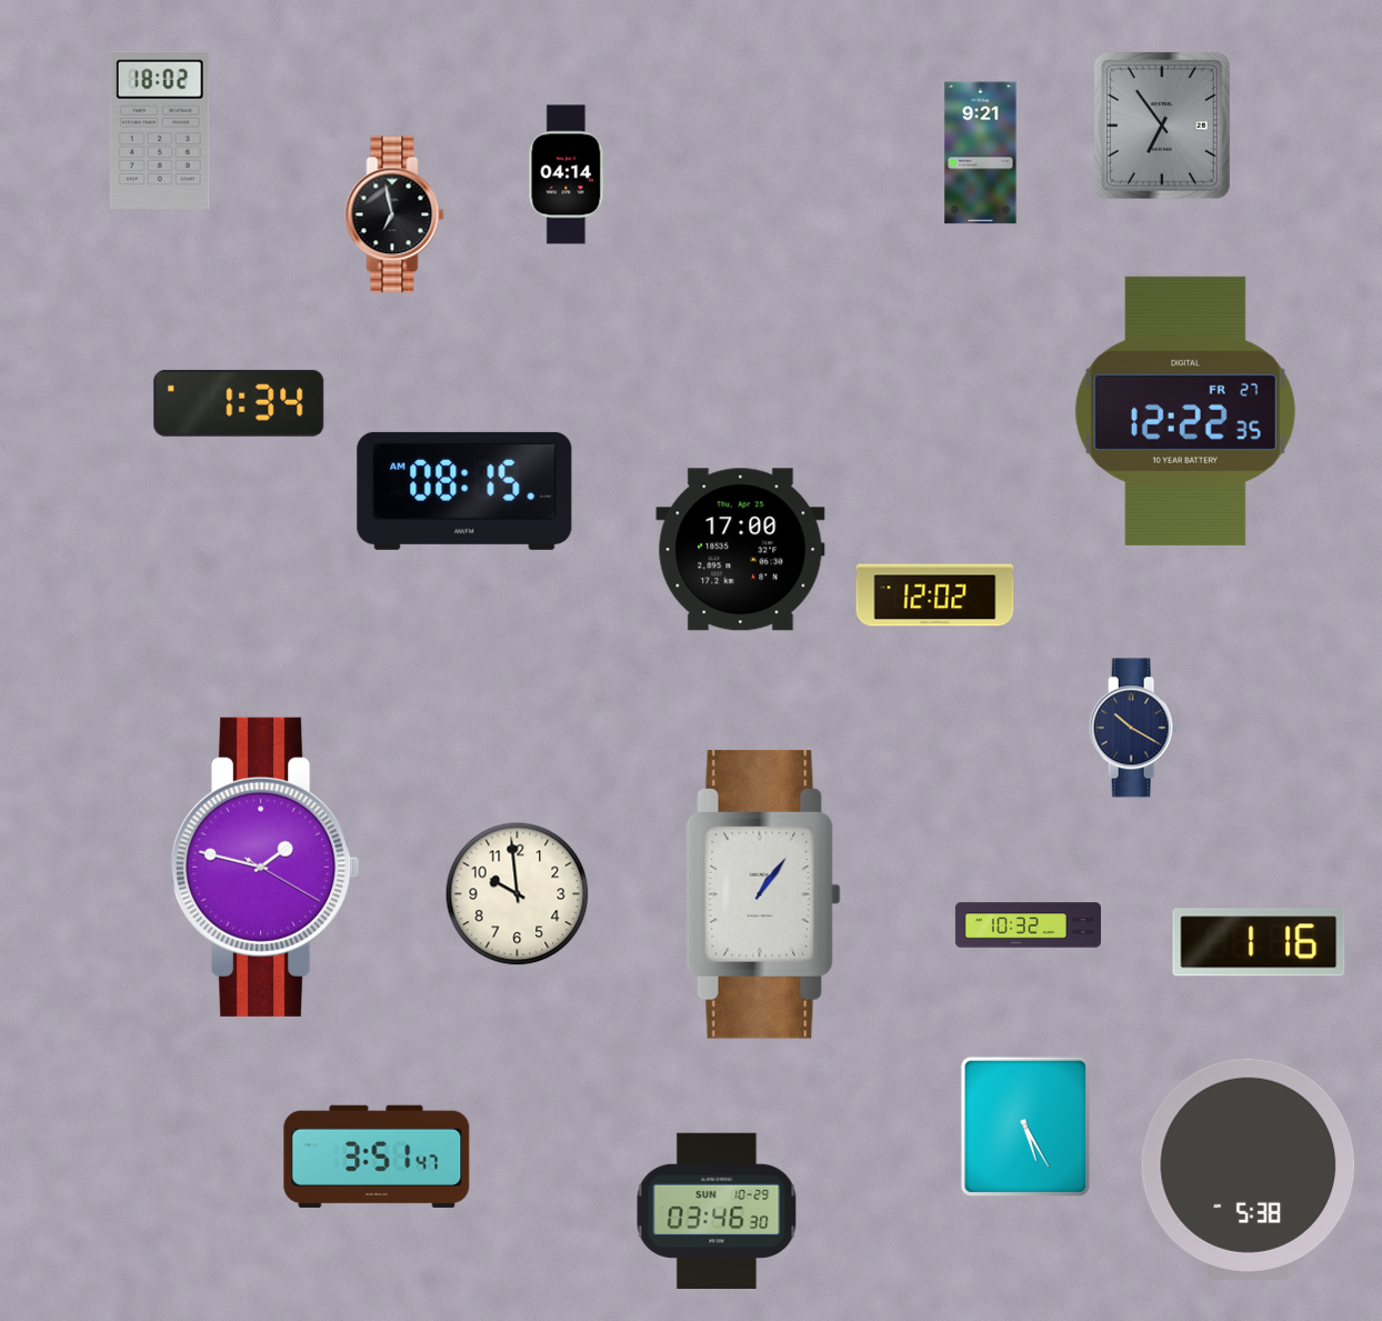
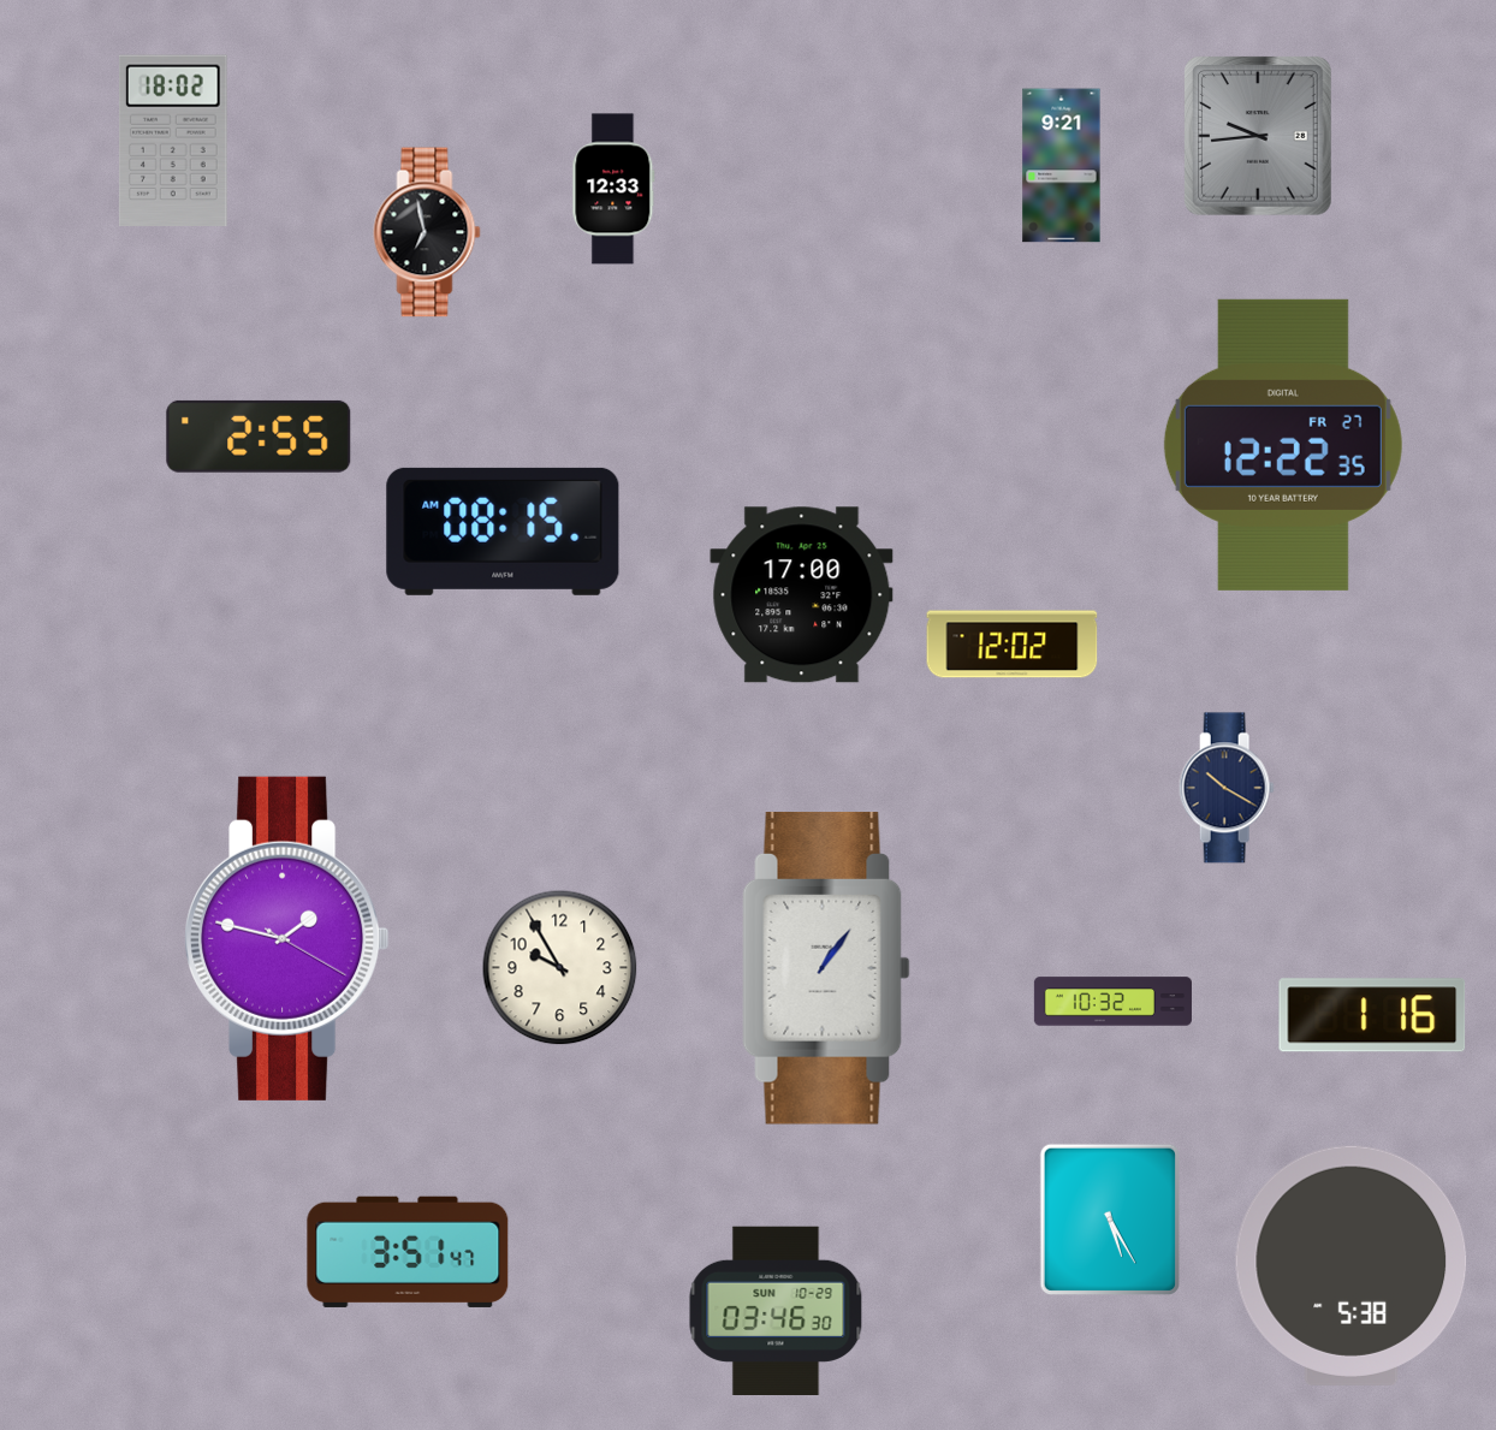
clock at (1163, 127): 6:54 -> 9:44
clock at (567, 174): 04:14 -> 12:33
clock at (239, 403): 1:34 -> 2:55
clock at (518, 894): 9:59 -> 9:55
clock at (1259, 942) position: (1259, 942) -> (1372, 1015)
